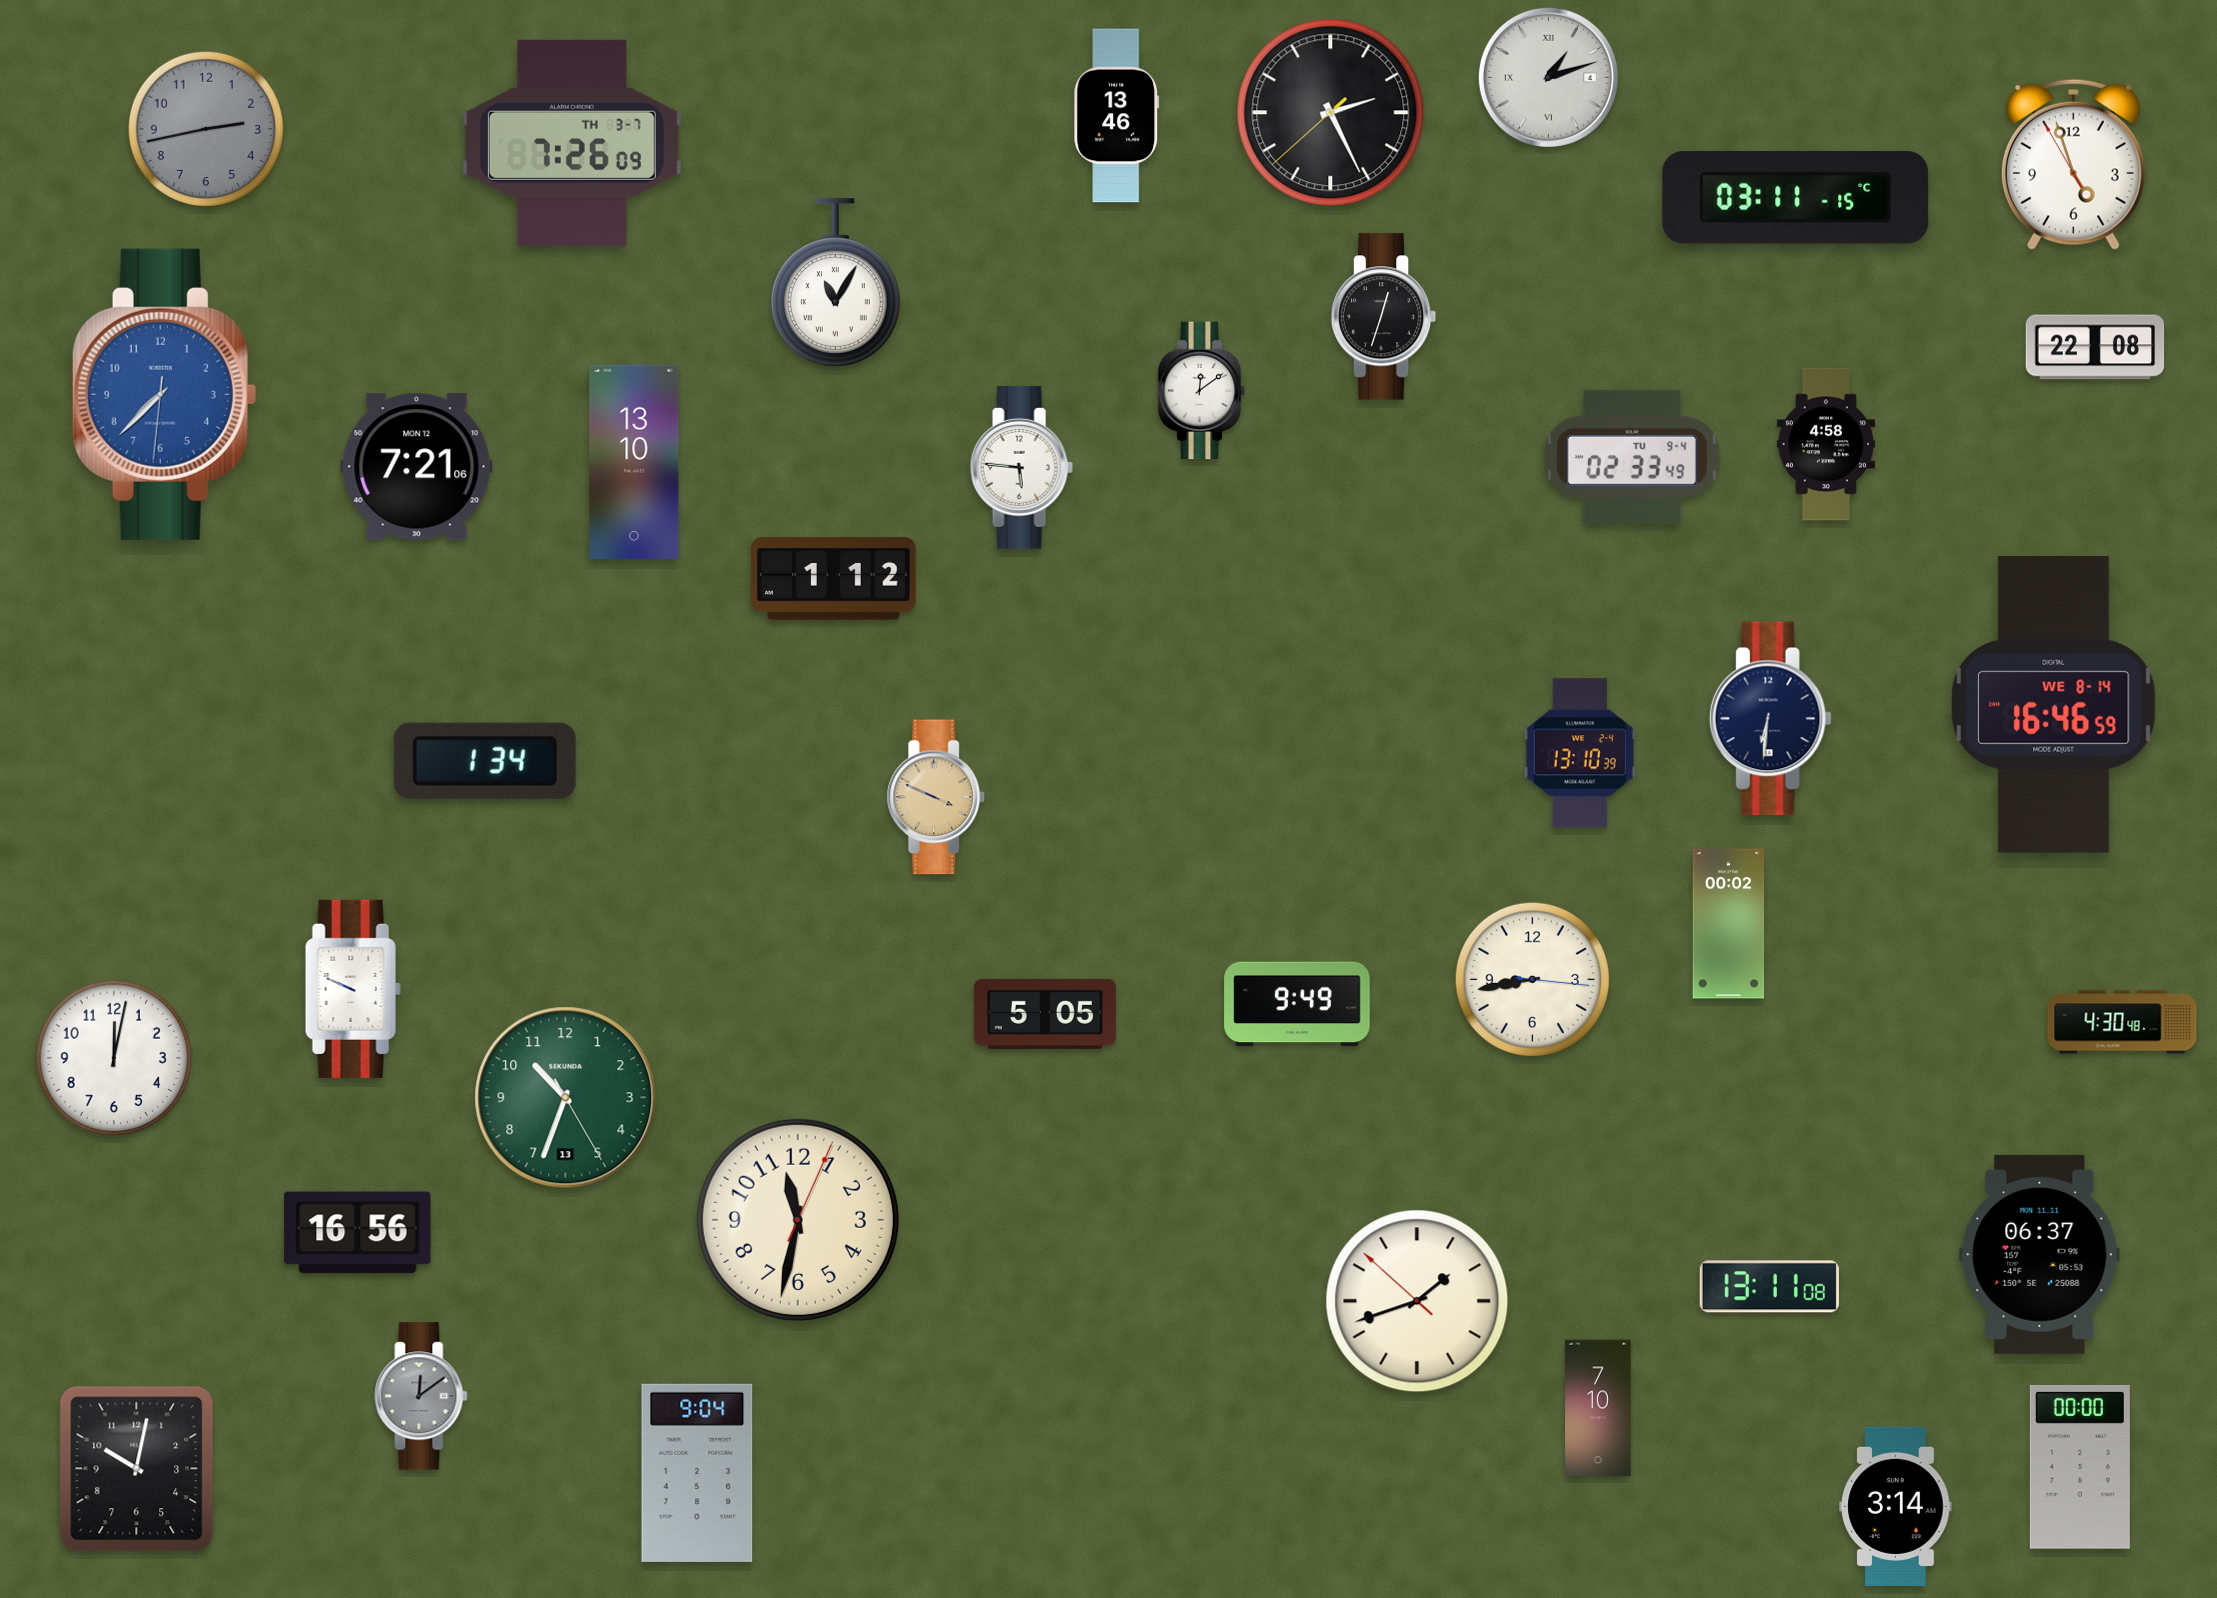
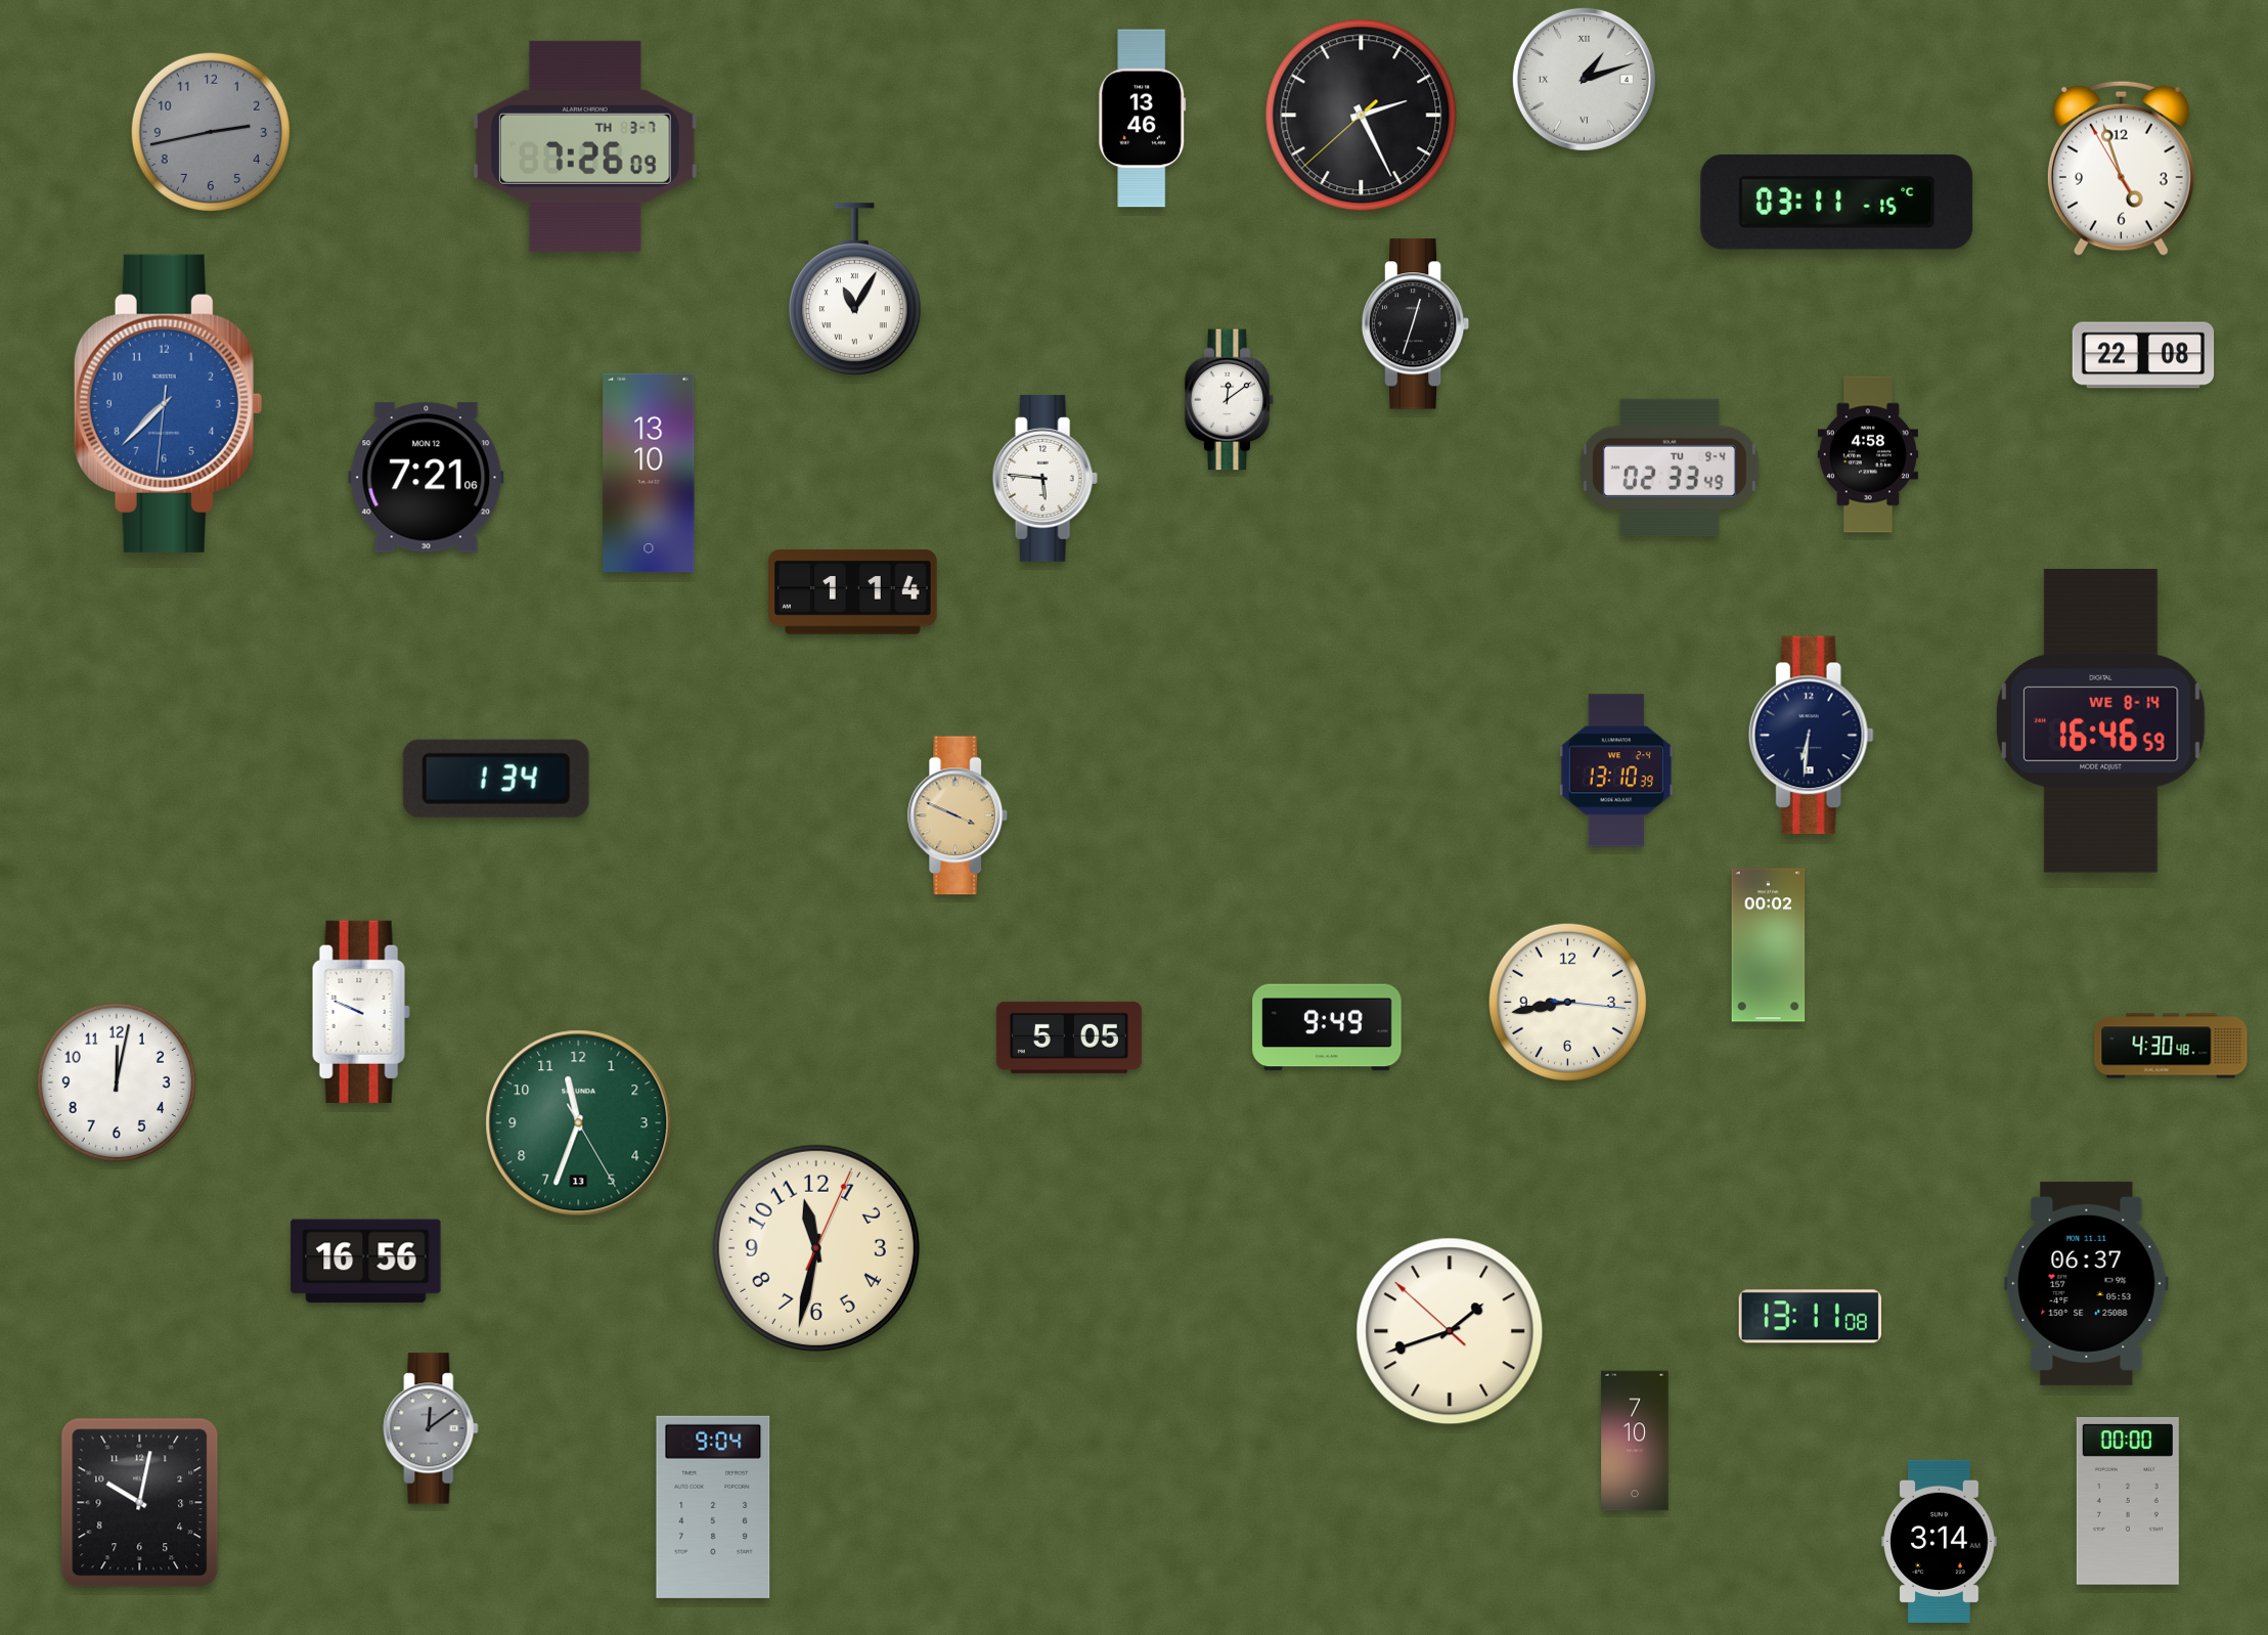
clock at (834, 579): 1:12 -> 1:14
clock at (566, 1098): 10:33 -> 11:33
